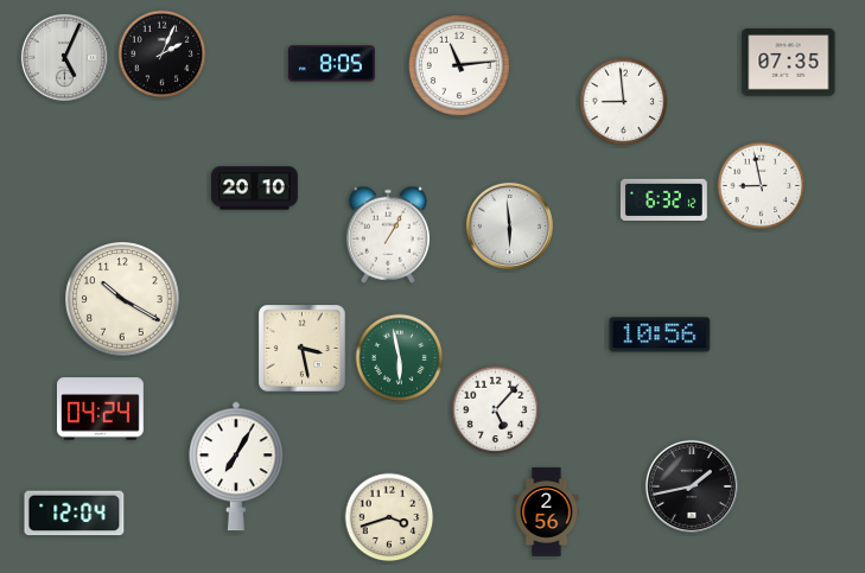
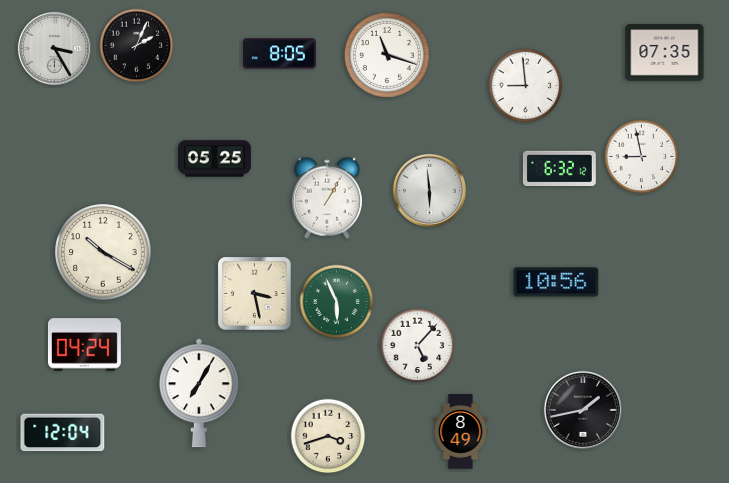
clock at (64, 57): 5:04 -> 3:25
clock at (459, 65): 11:14 -> 11:18
clock at (255, 189): 20:10 -> 05:25
clock at (400, 358): 5:58 -> 5:56
clock at (547, 512): 2:56 -> 8:49
